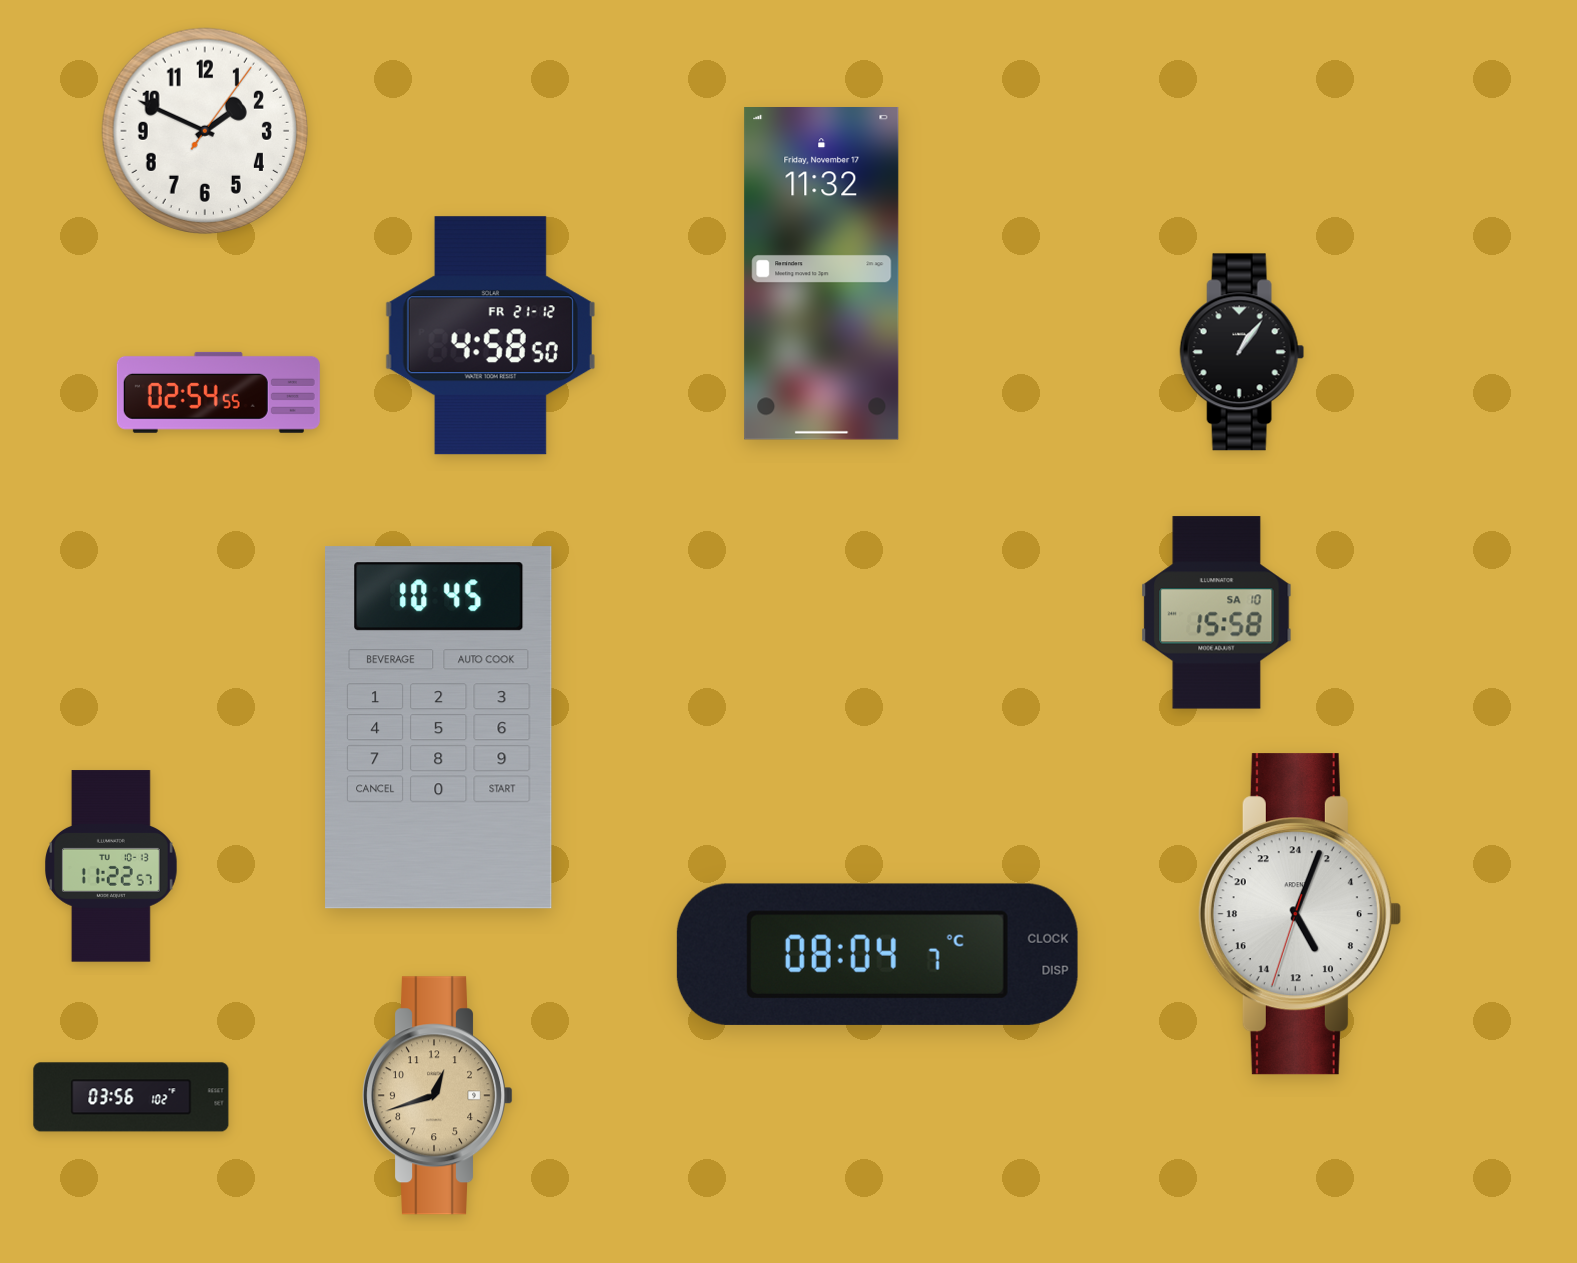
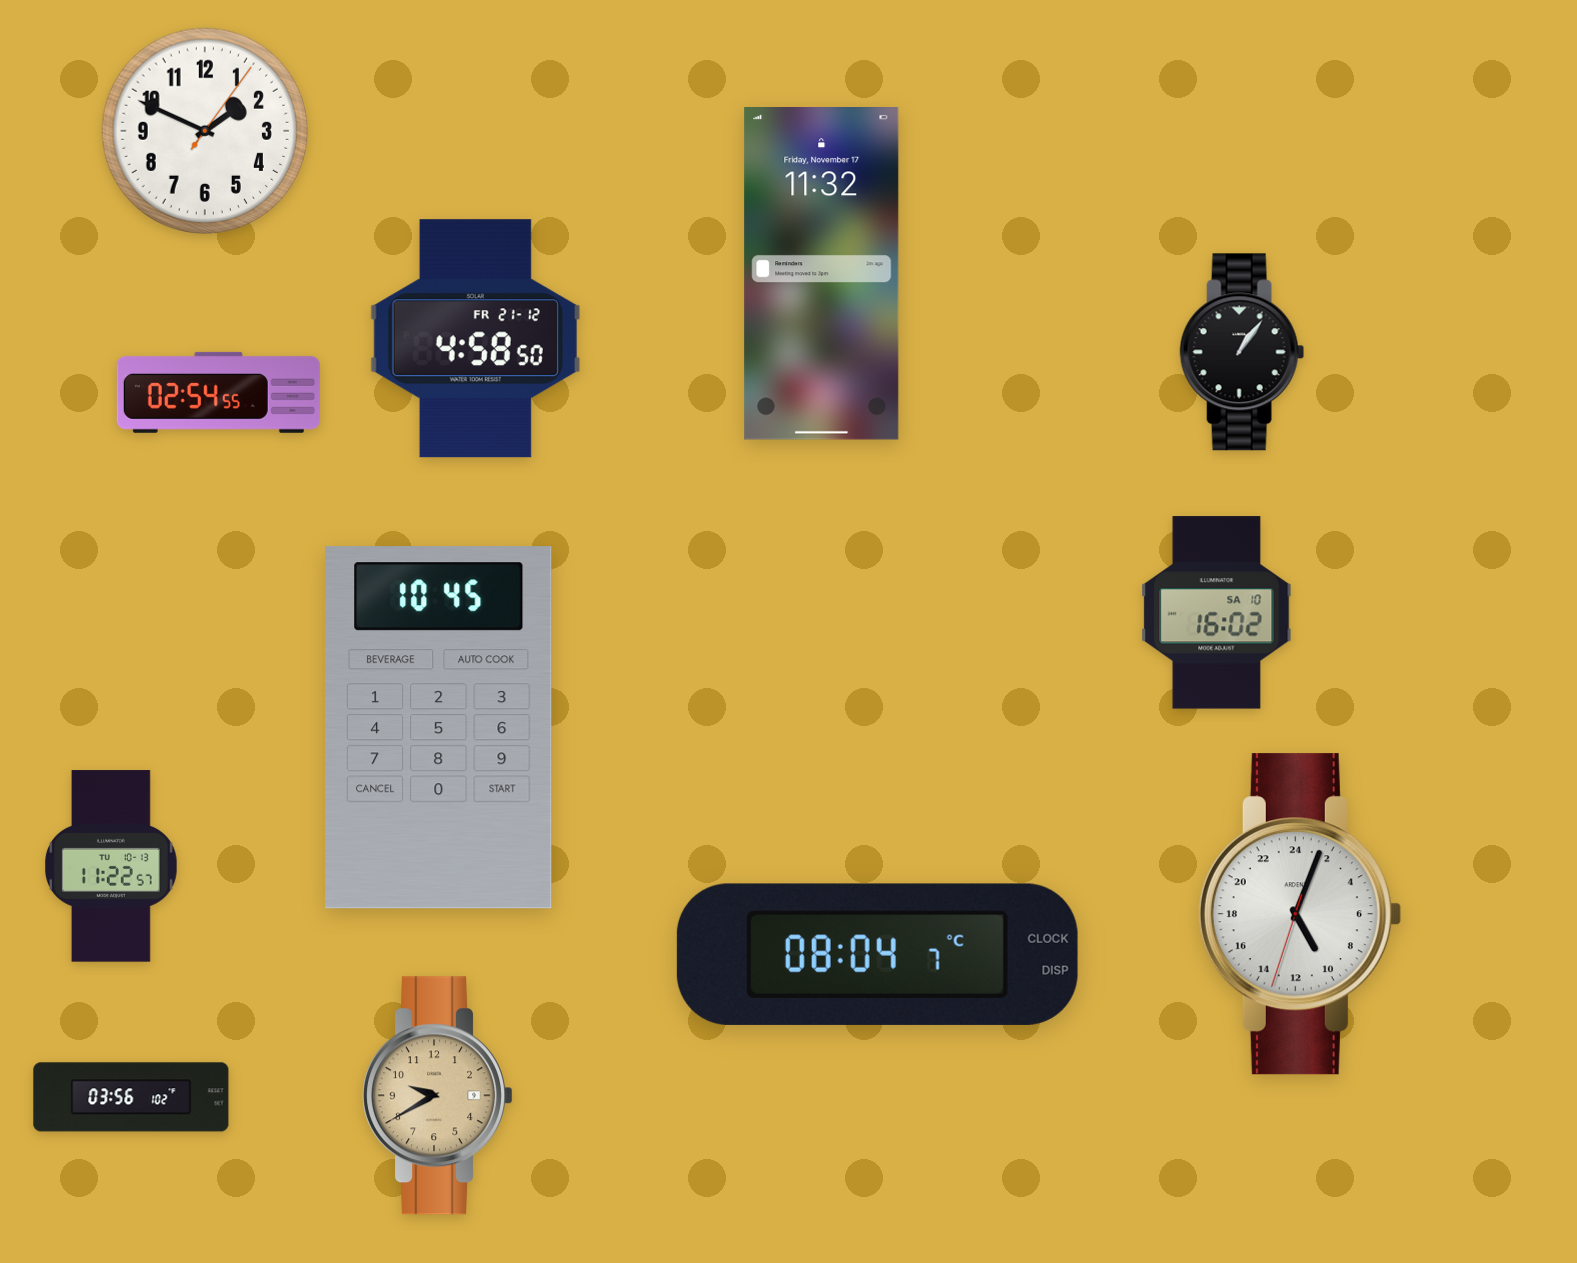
clock at (490, 336) position: (490, 336) -> (475, 339)
clock at (1217, 613): 15:58 -> 16:02
clock at (437, 1096): 12:42 -> 9:40
